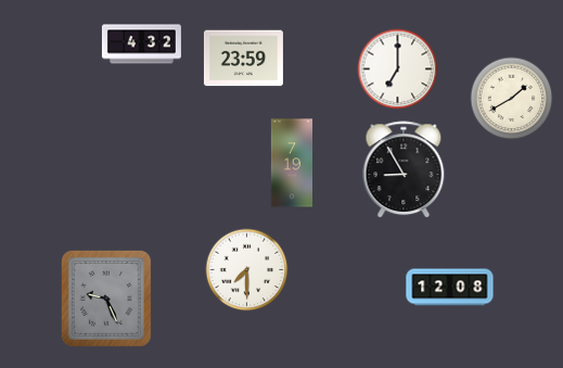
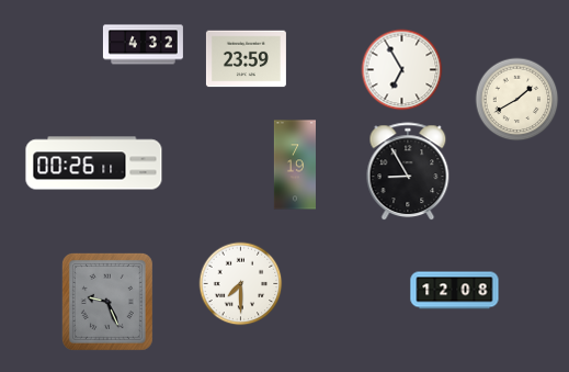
clock at (398, 69): 7:00 -> 6:55
clock at (94, 164): none -> 00:26
clock at (247, 270) position: (247, 270) -> (241, 284)
